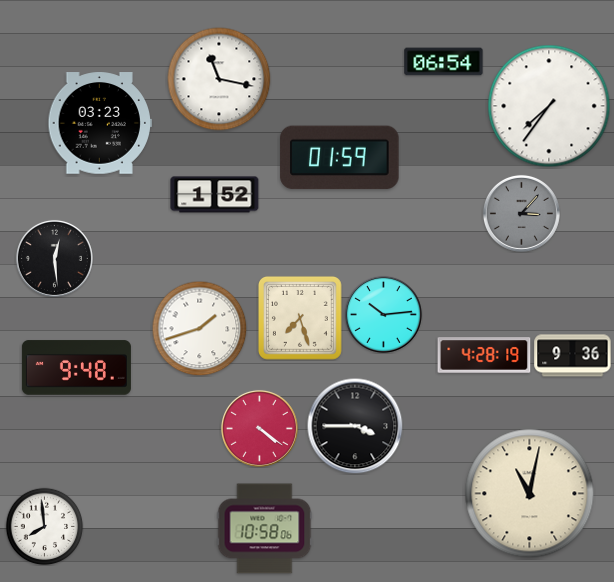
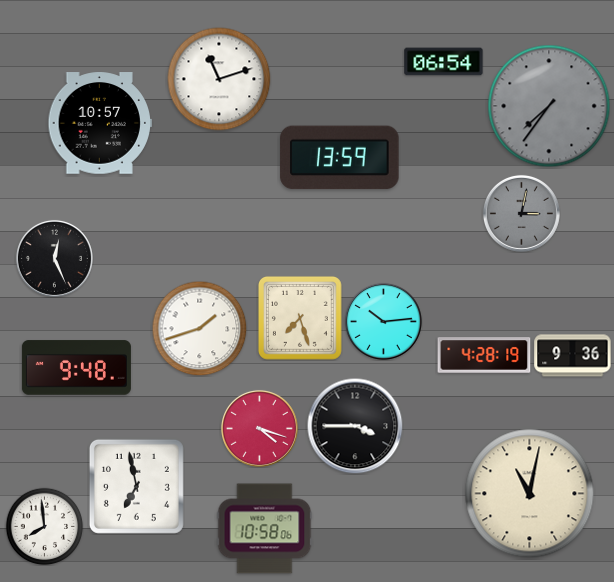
clock at (219, 79): 11:17 -> 11:12
clock at (549, 106) dial: white -> grey
clock at (99, 123): 03:23 -> 10:57
clock at (340, 158): 01:59 -> 13:59
clock at (215, 195): 1:52 -> none
clock at (521, 213): 3:07 -> 3:02
clock at (54, 258): 12:29 -> 12:26
clock at (383, 314) position: (383, 314) -> (383, 321)
clock at (259, 428): 4:21 -> 4:18
clock at (136, 486): none -> 6:58
